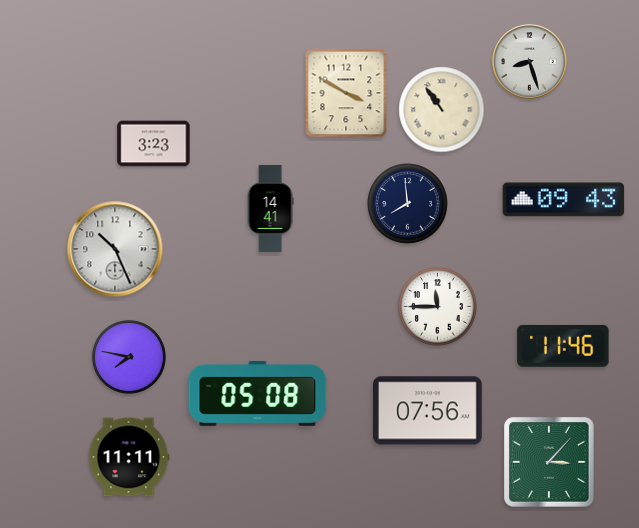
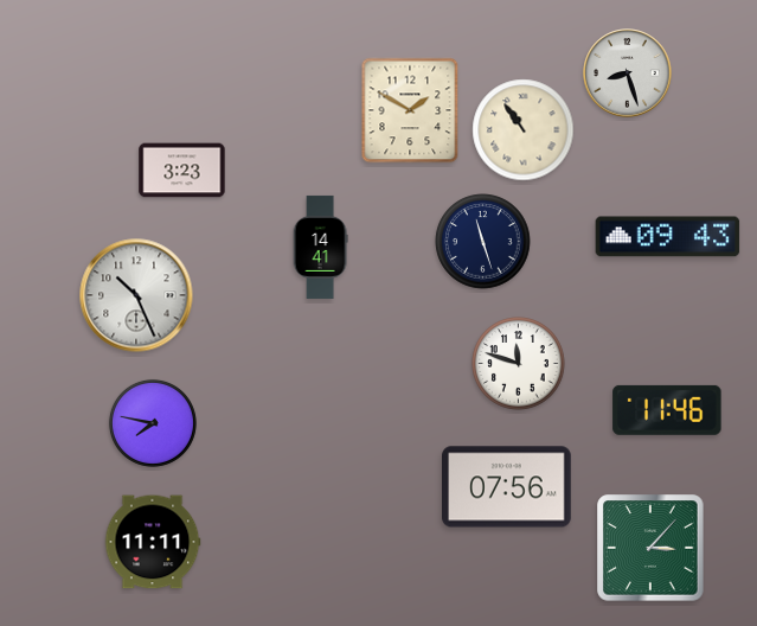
clock at (346, 93): 3:50 -> 1:50
clock at (408, 204): 7:59 -> 11:27
clock at (438, 307): 11:45 -> 11:48
clock at (258, 393): 05:08 -> none
